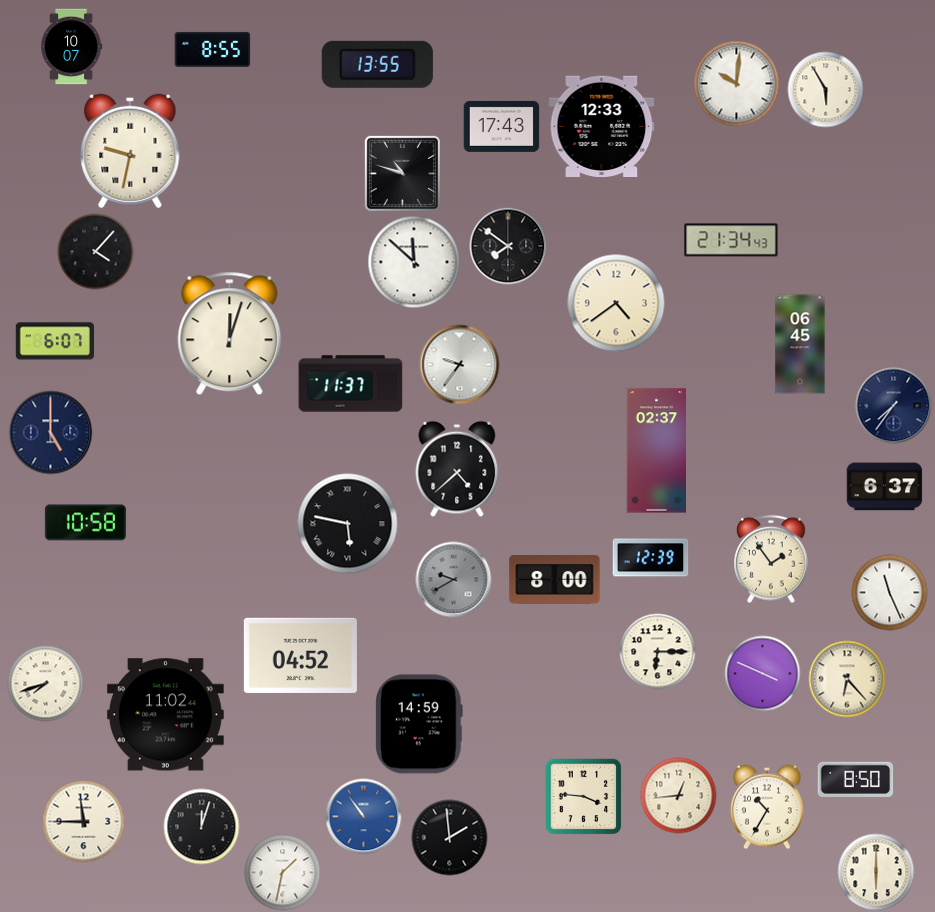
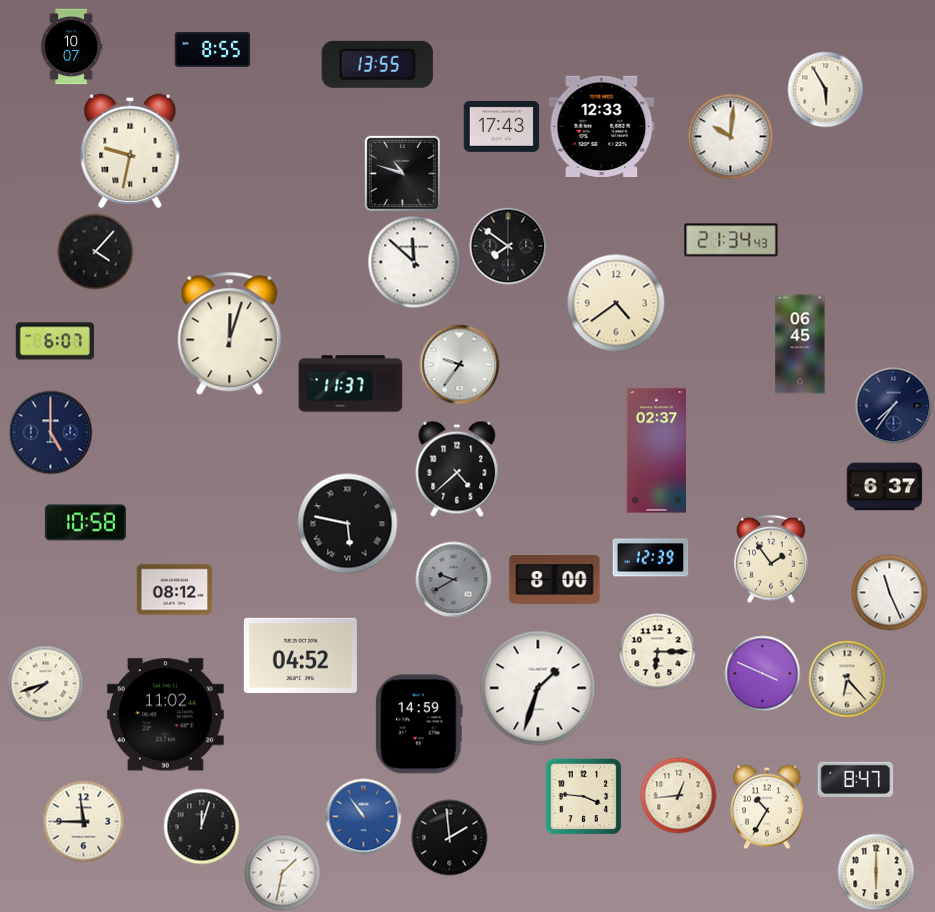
clock at (737, 84) position: (737, 84) -> (731, 137)
clock at (175, 590): none -> 08:12
clock at (538, 688): none -> 1:33
clock at (856, 779): 8:50 -> 8:47
